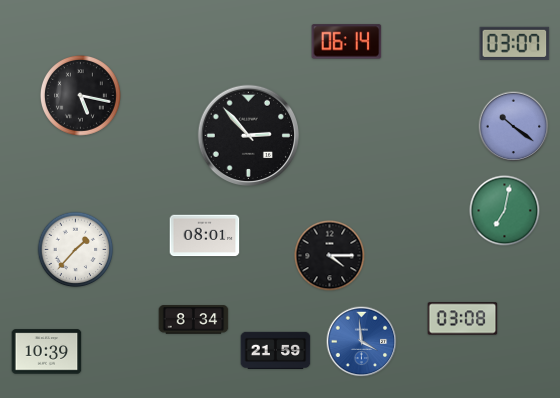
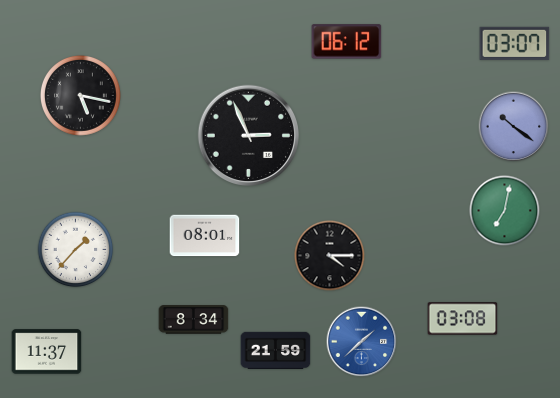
clock at (347, 42): 06:14 -> 06:12
clock at (249, 136): 2:53 -> 2:56
clock at (362, 342): 3:59 -> 1:38
clock at (47, 352): 10:39 -> 11:37
